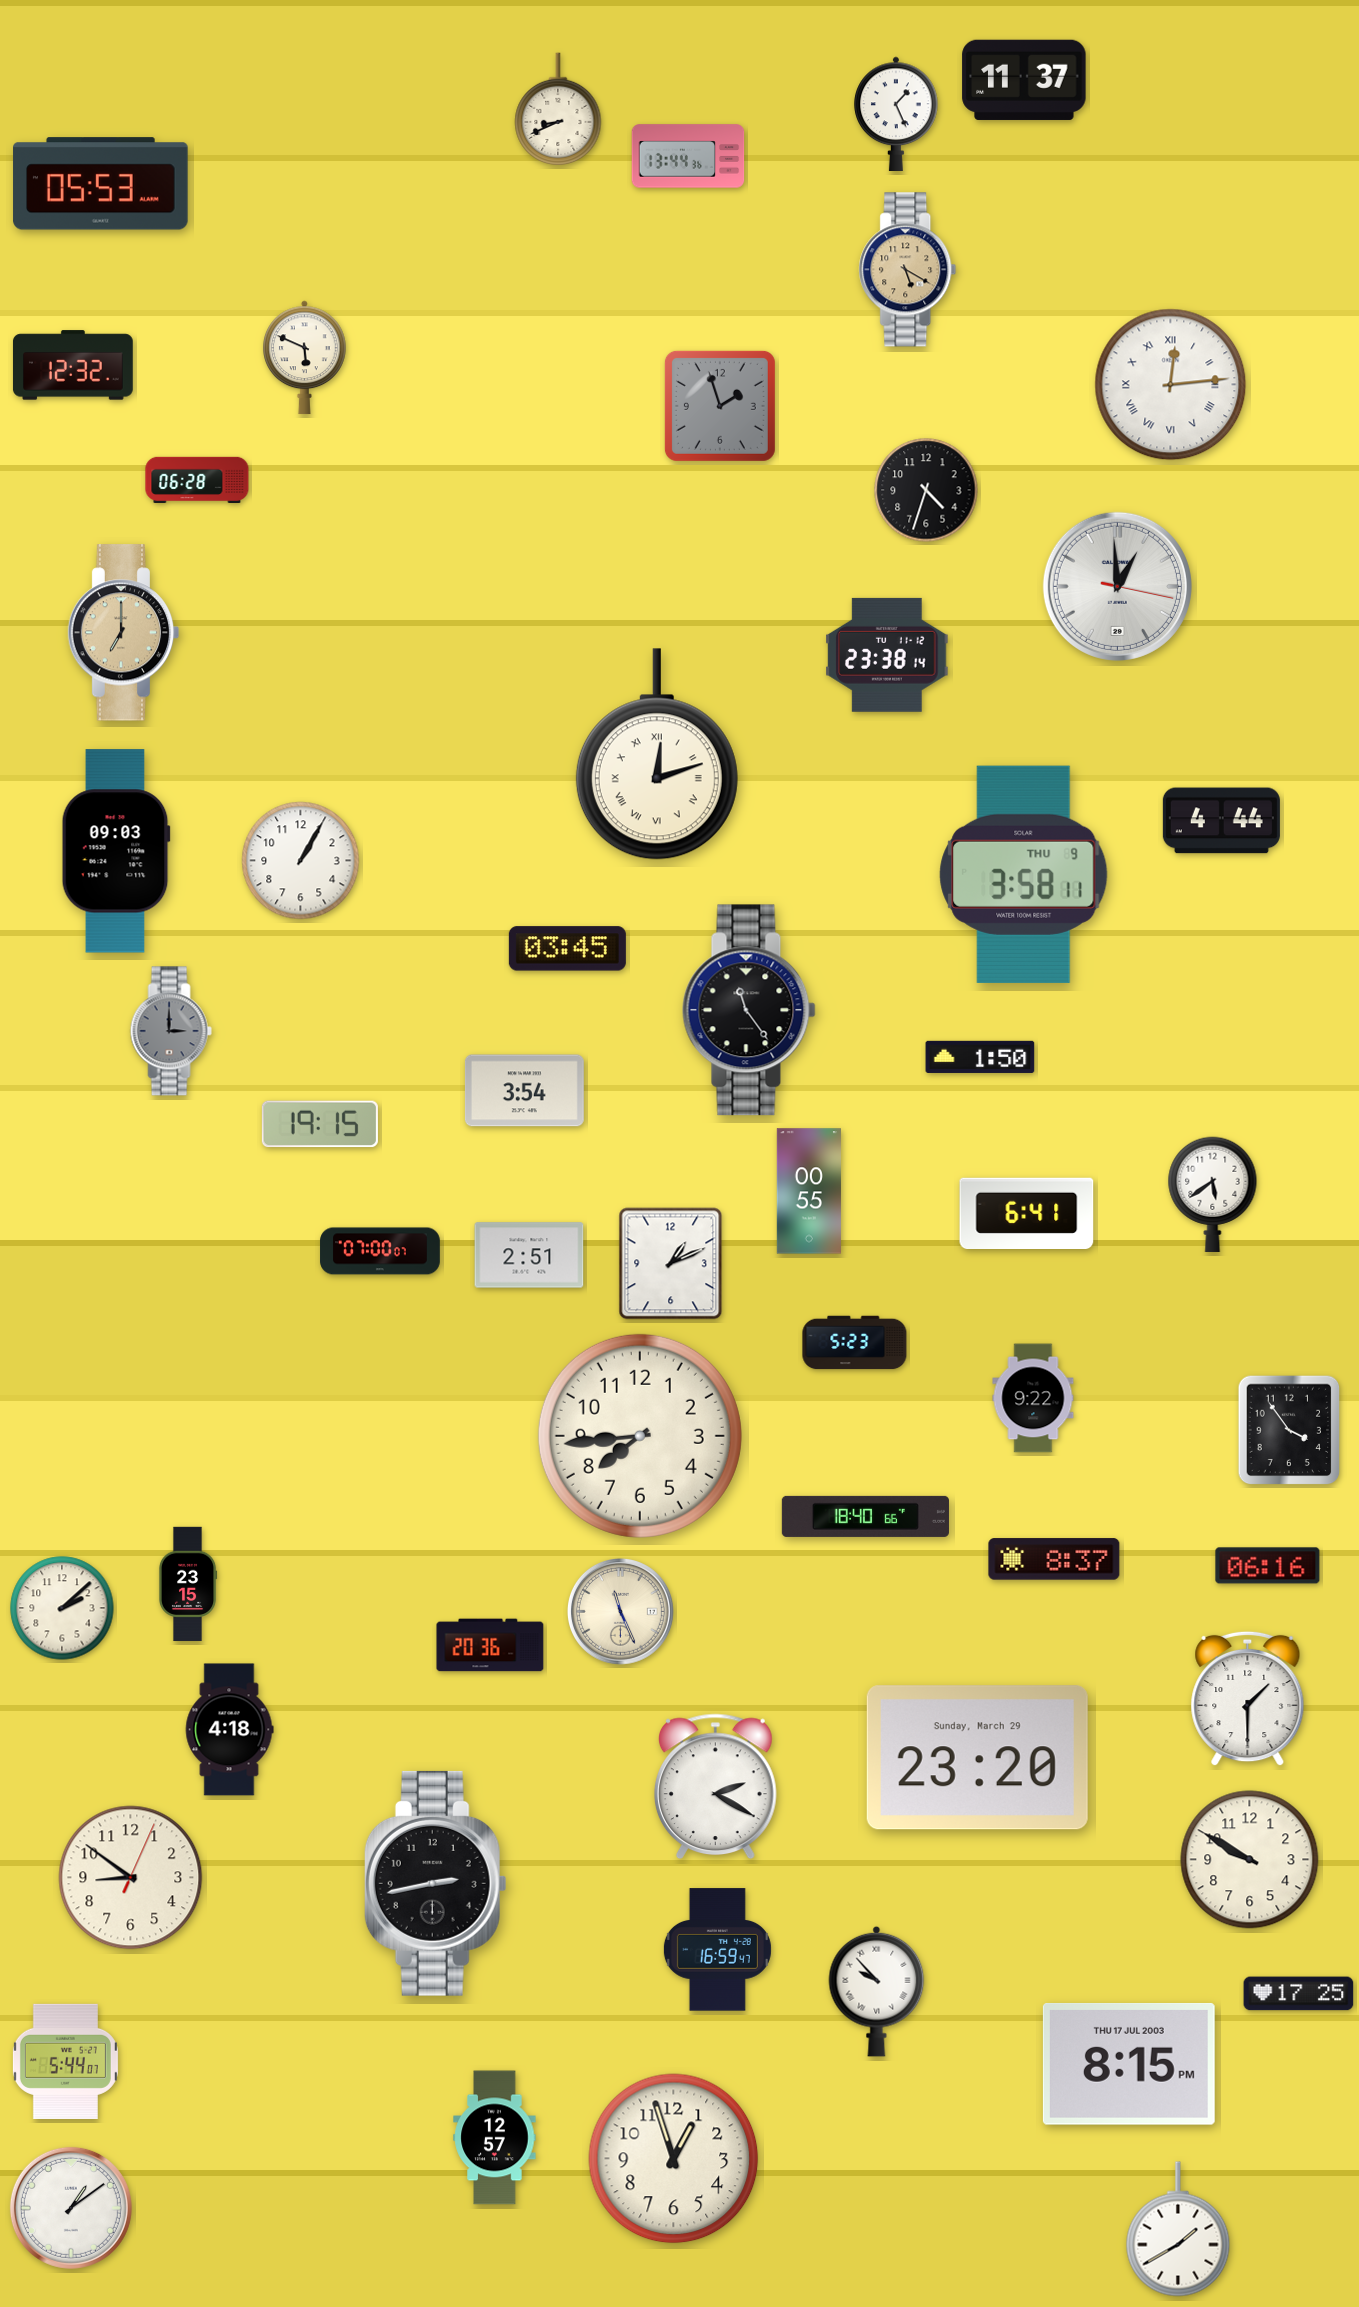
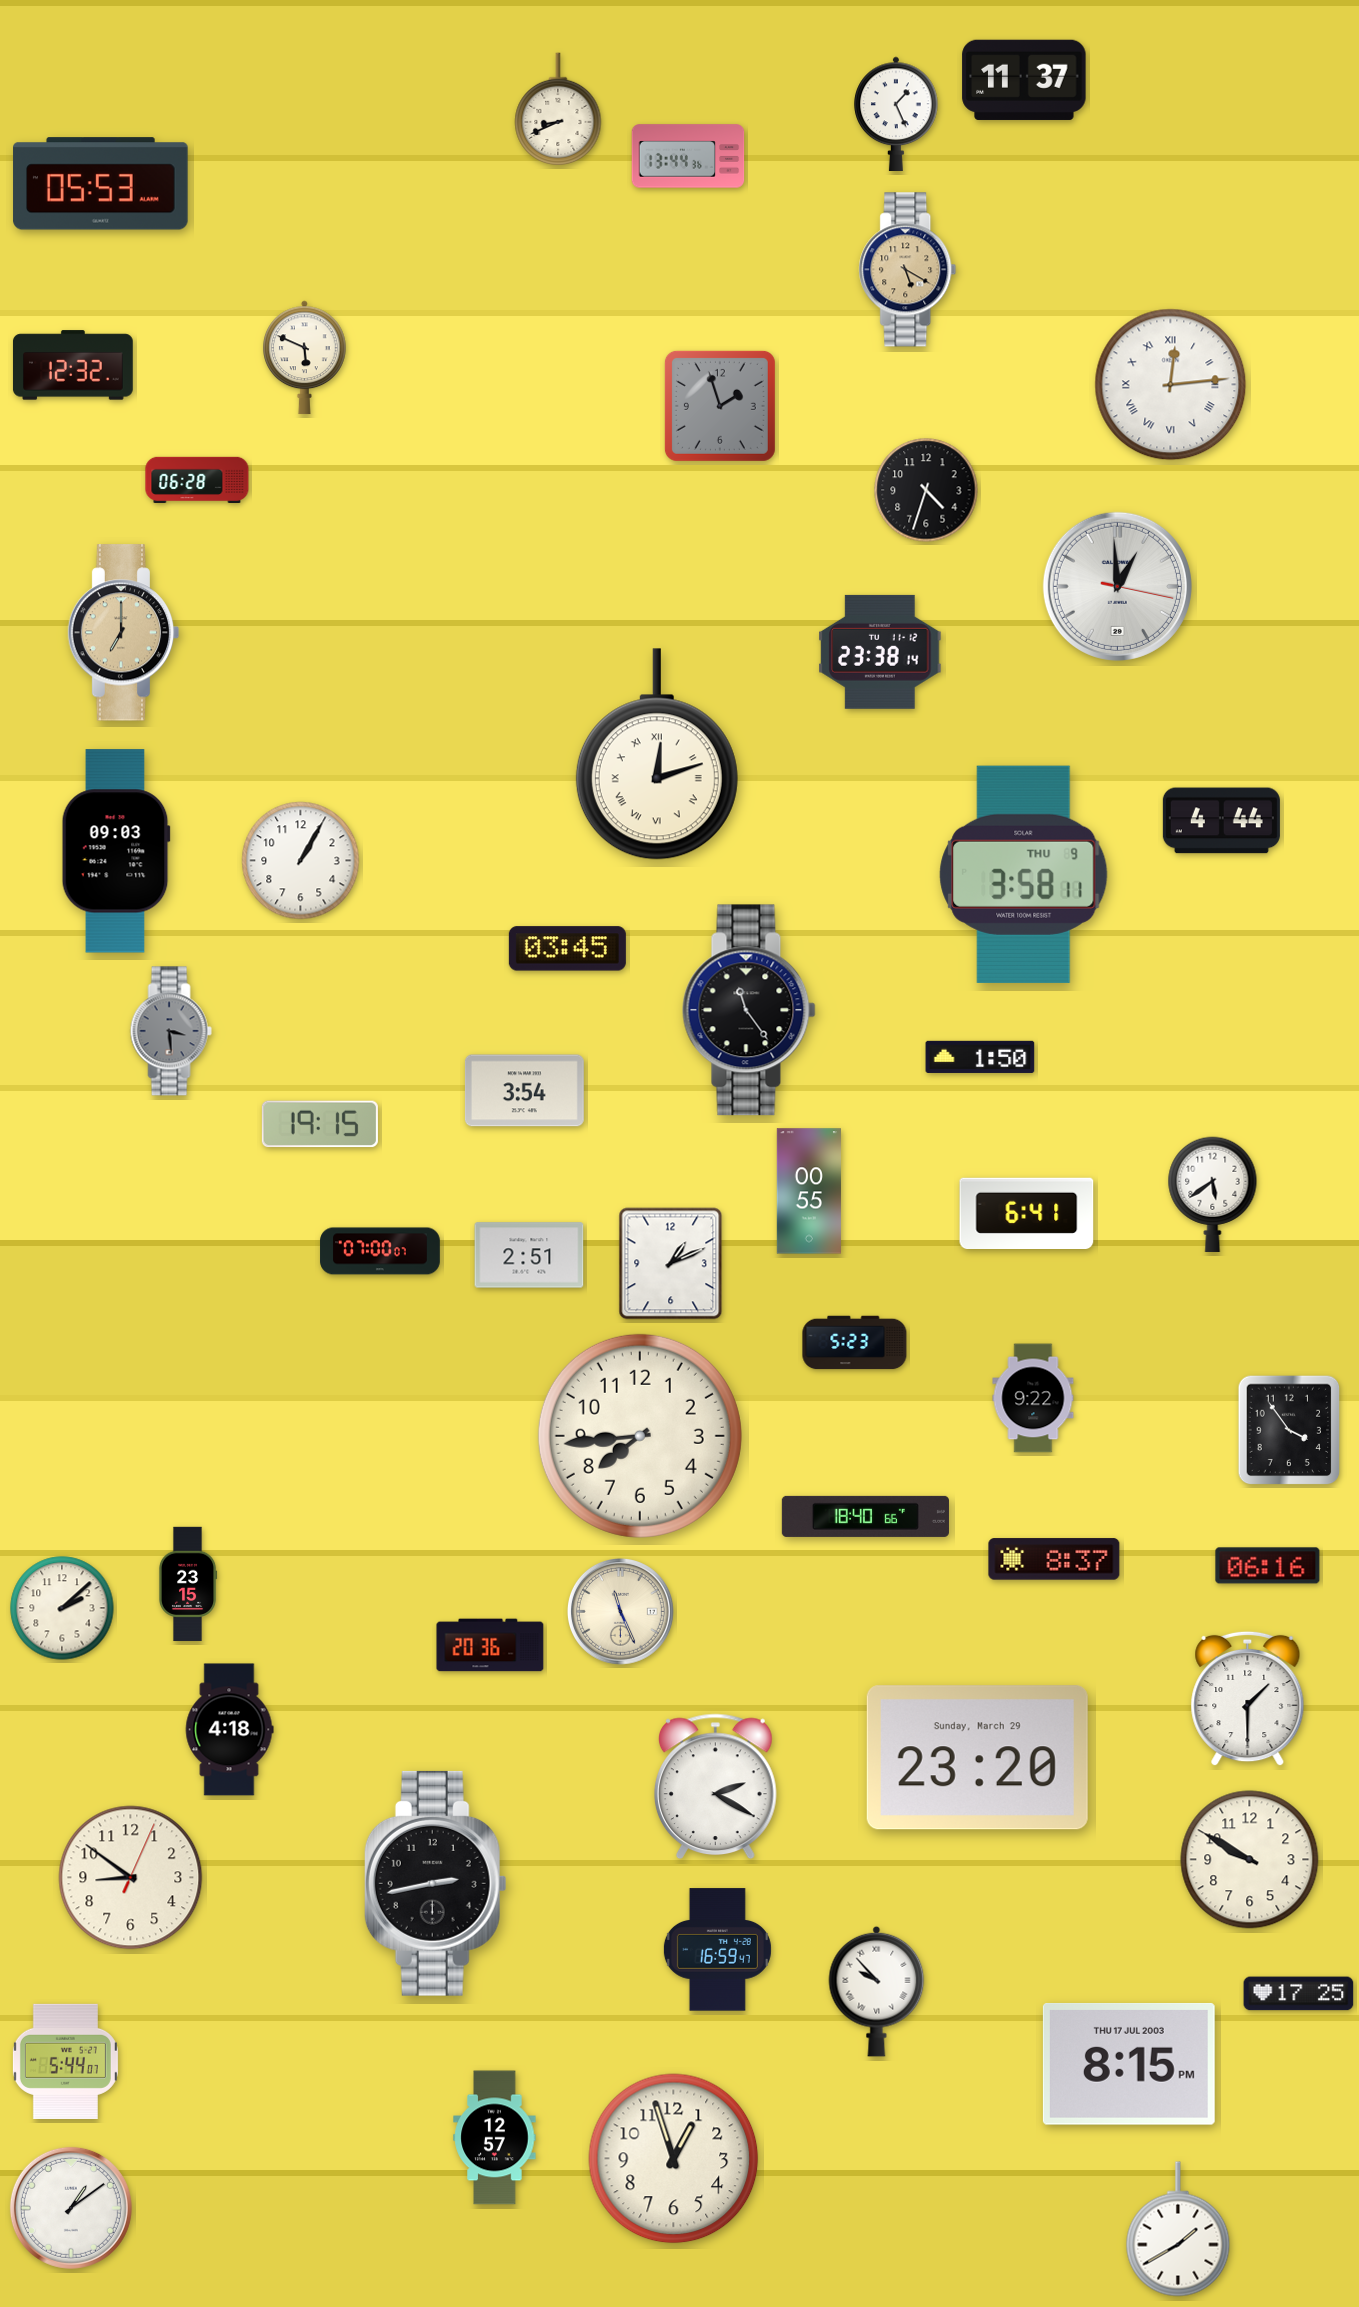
clock at (887, 655) position: (887, 655) -> (880, 652)
clock at (171, 1031): 3:00 -> 3:29
